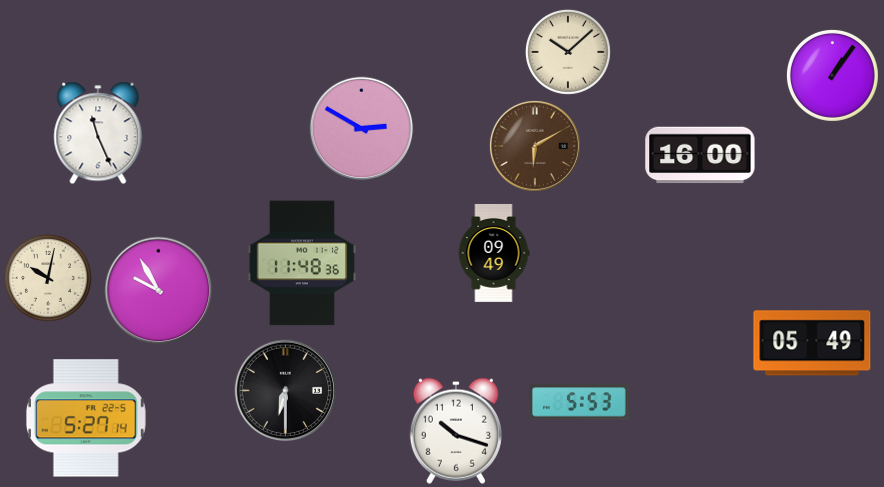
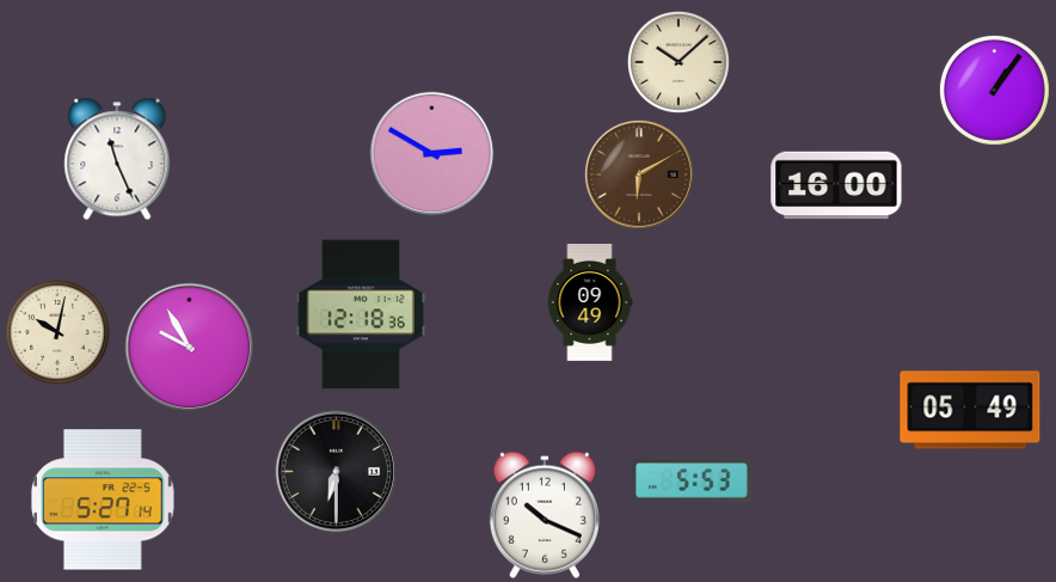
clock at (302, 263): 11:48 -> 12:18
clock at (286, 391) position: (286, 391) -> (337, 472)
clock at (456, 431): 10:18 -> 10:19
